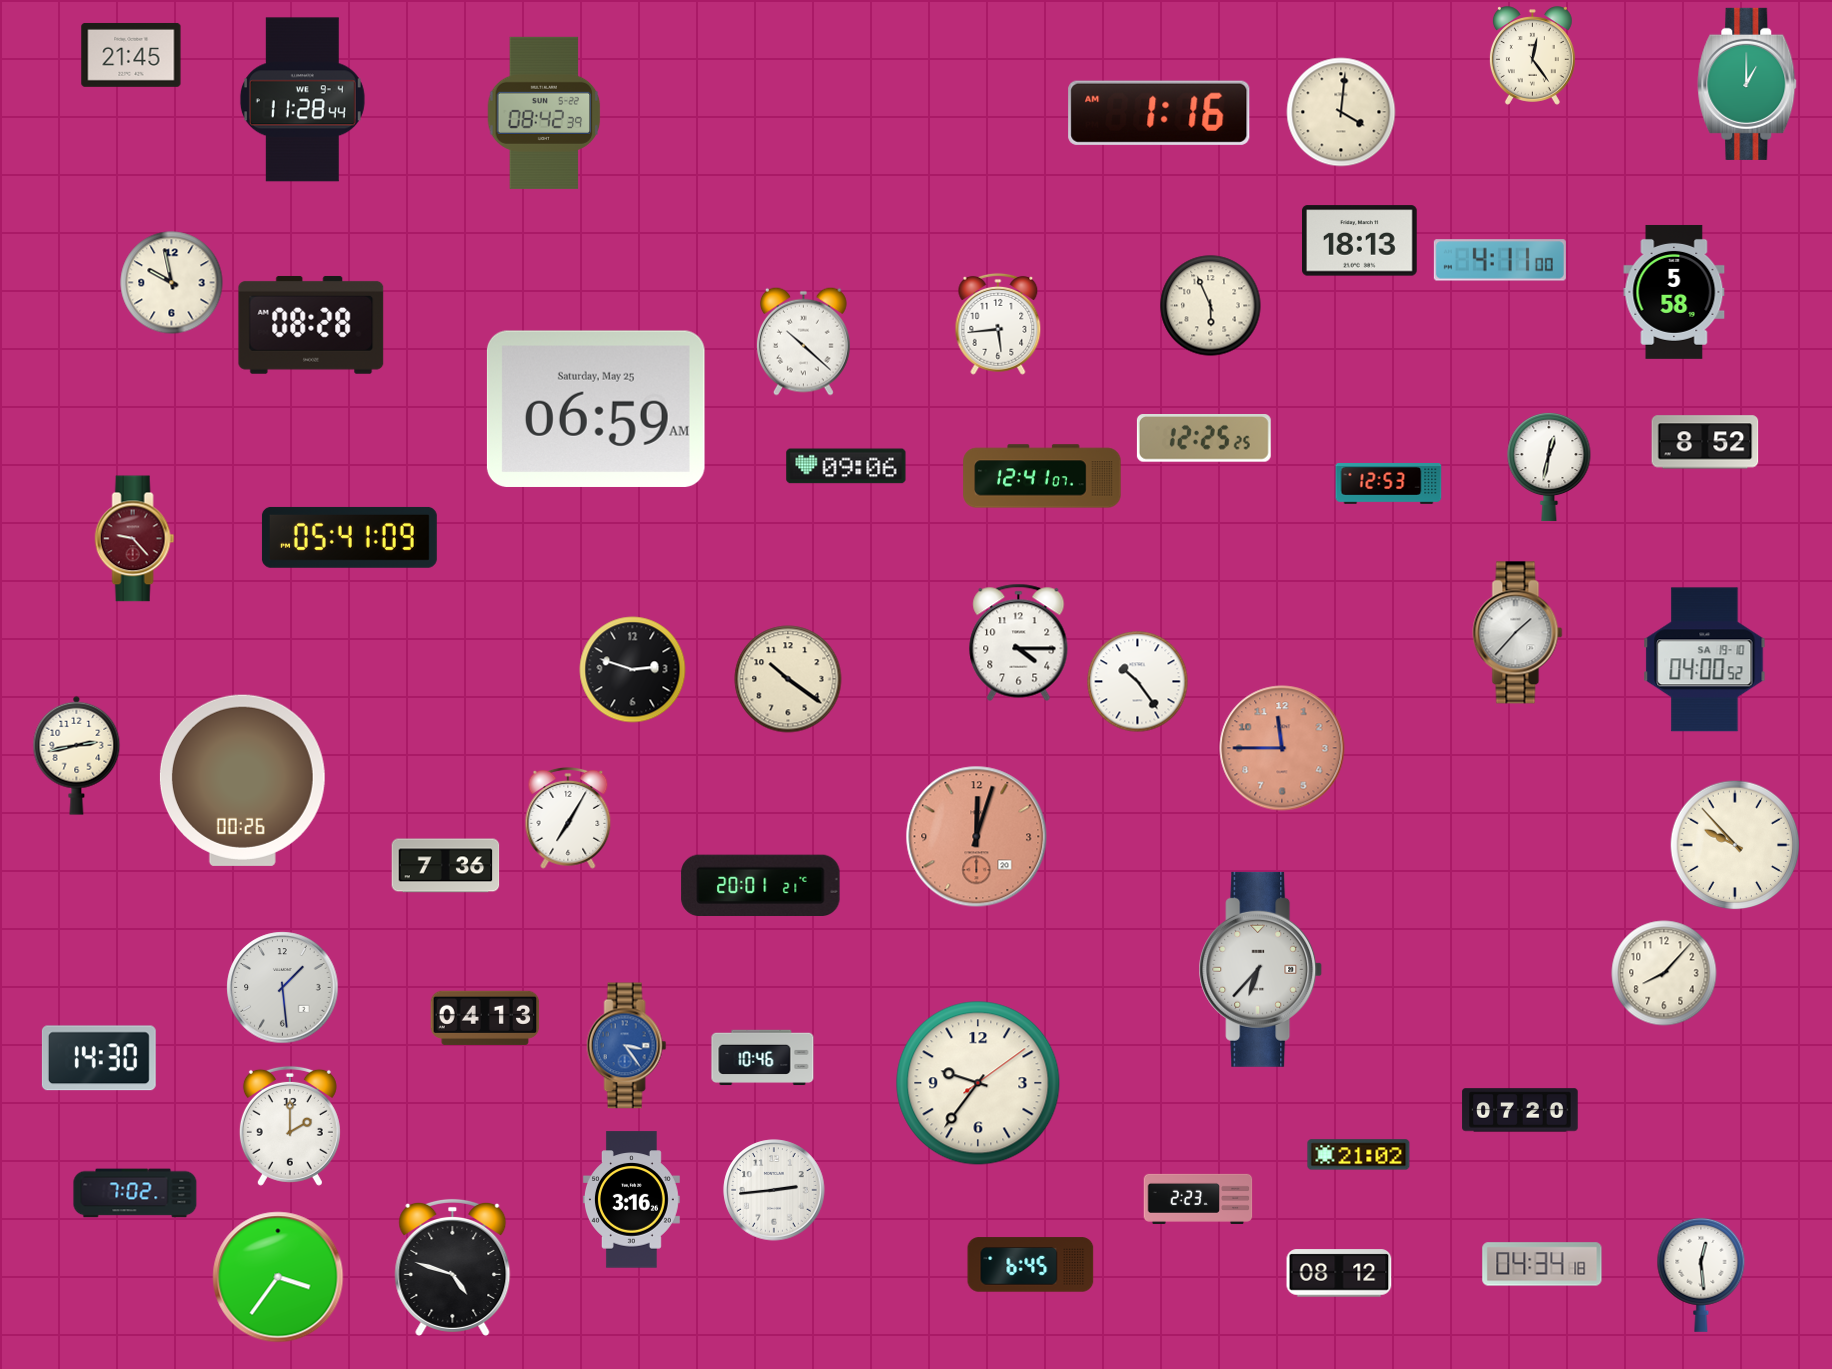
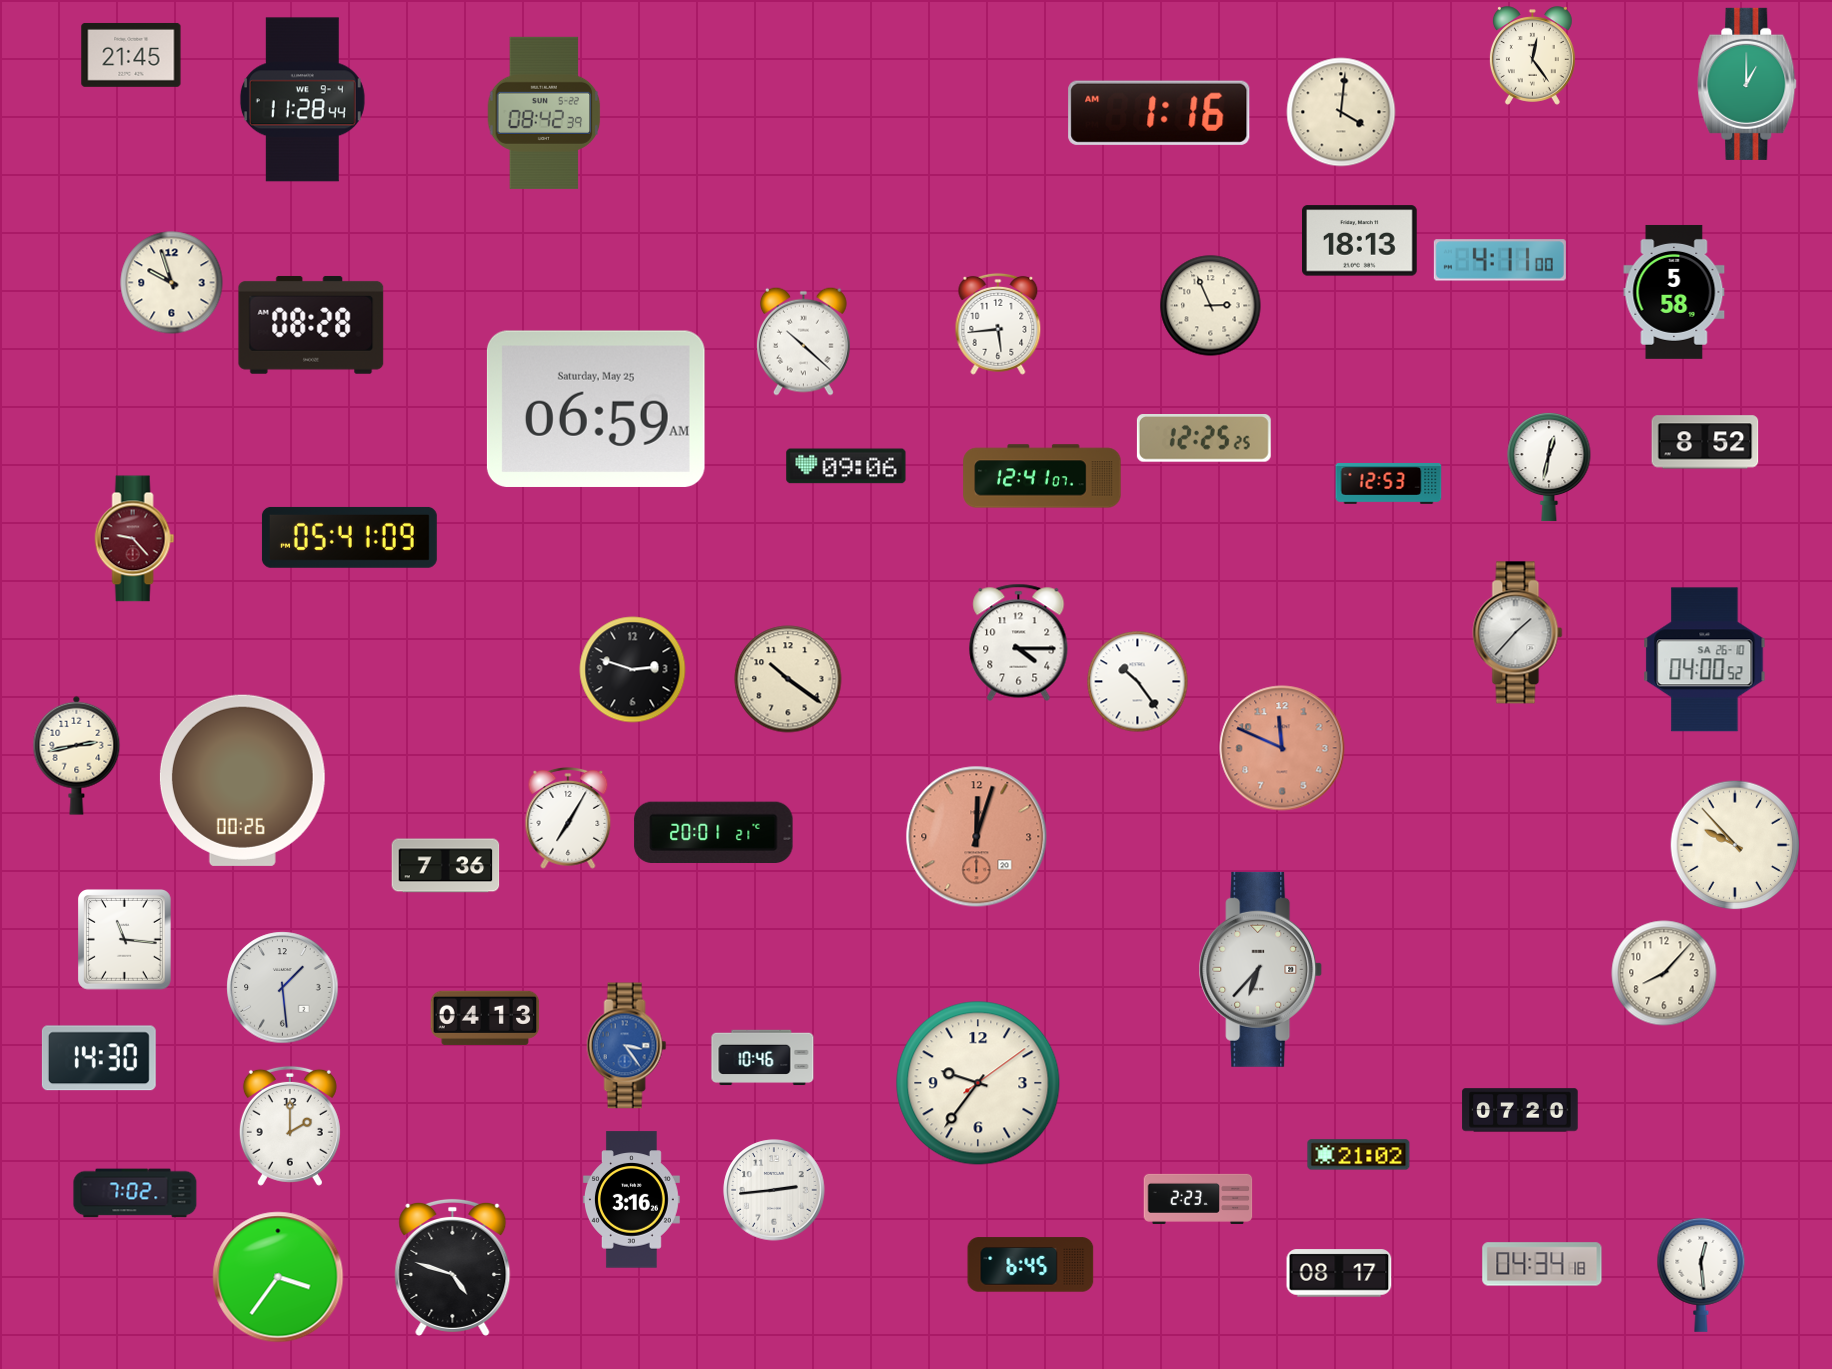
clock at (172, 283): 9:58 -> 9:57
clock at (1211, 306): 5:56 -> 2:56
clock at (1705, 660) date: SA 19-10 -> SA 26-10
clock at (1282, 748): 11:45 -> 11:49
clock at (761, 885) position: (761, 885) -> (714, 832)
clock at (125, 940): none -> 11:16
clock at (1339, 1273): 08:12 -> 08:17
